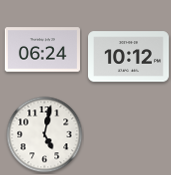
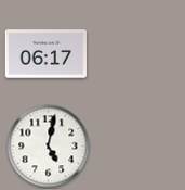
clock at (42, 50): 06:24 -> 06:17
clock at (129, 57): 10:12 -> none
